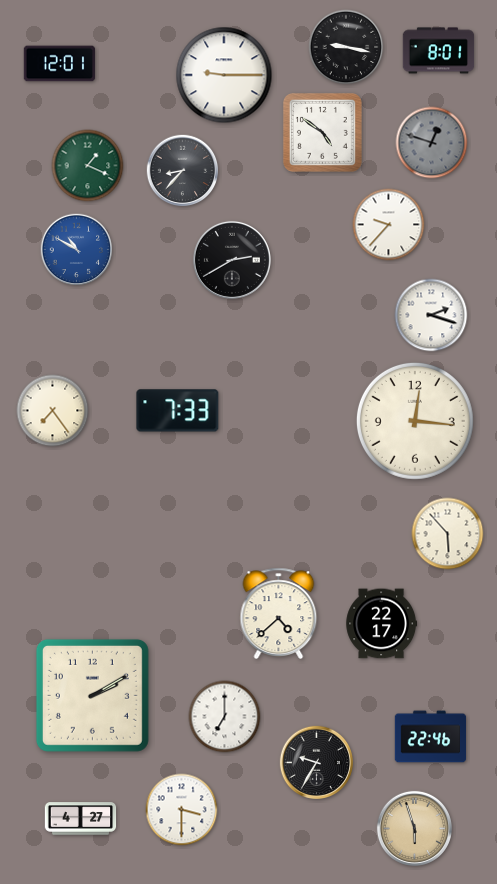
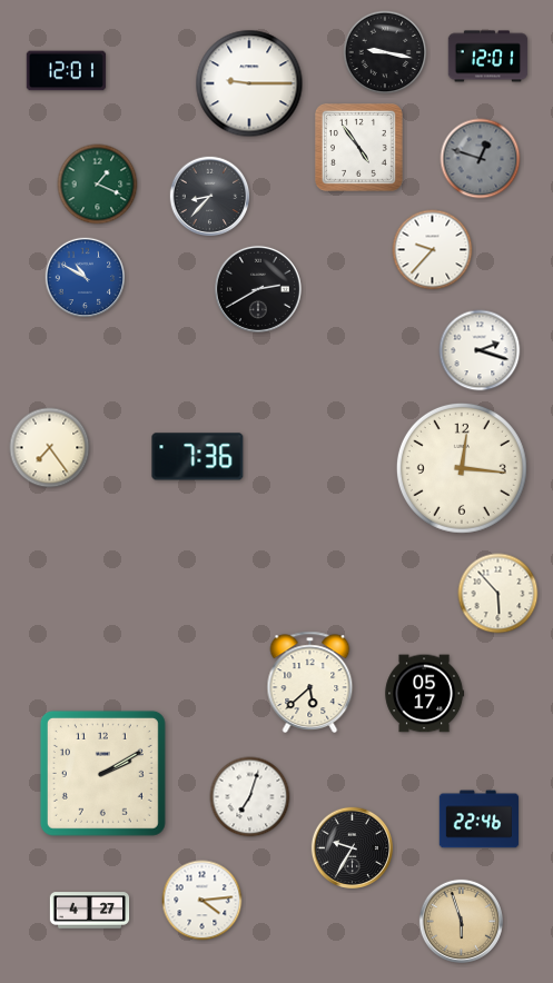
clock at (439, 51): 8:01 -> 12:01
clock at (322, 132): 4:51 -> 4:54
clock at (183, 171) position: (183, 171) -> (210, 197)
clock at (53, 411) position: (53, 411) -> (50, 448)
clock at (178, 411): 7:33 -> 7:36
clock at (279, 613): 4:38 -> 5:38
clock at (382, 624): 22:17 -> 05:17
clock at (225, 717): 7:00 -> 7:03
clock at (182, 810): 3:30 -> 4:14
